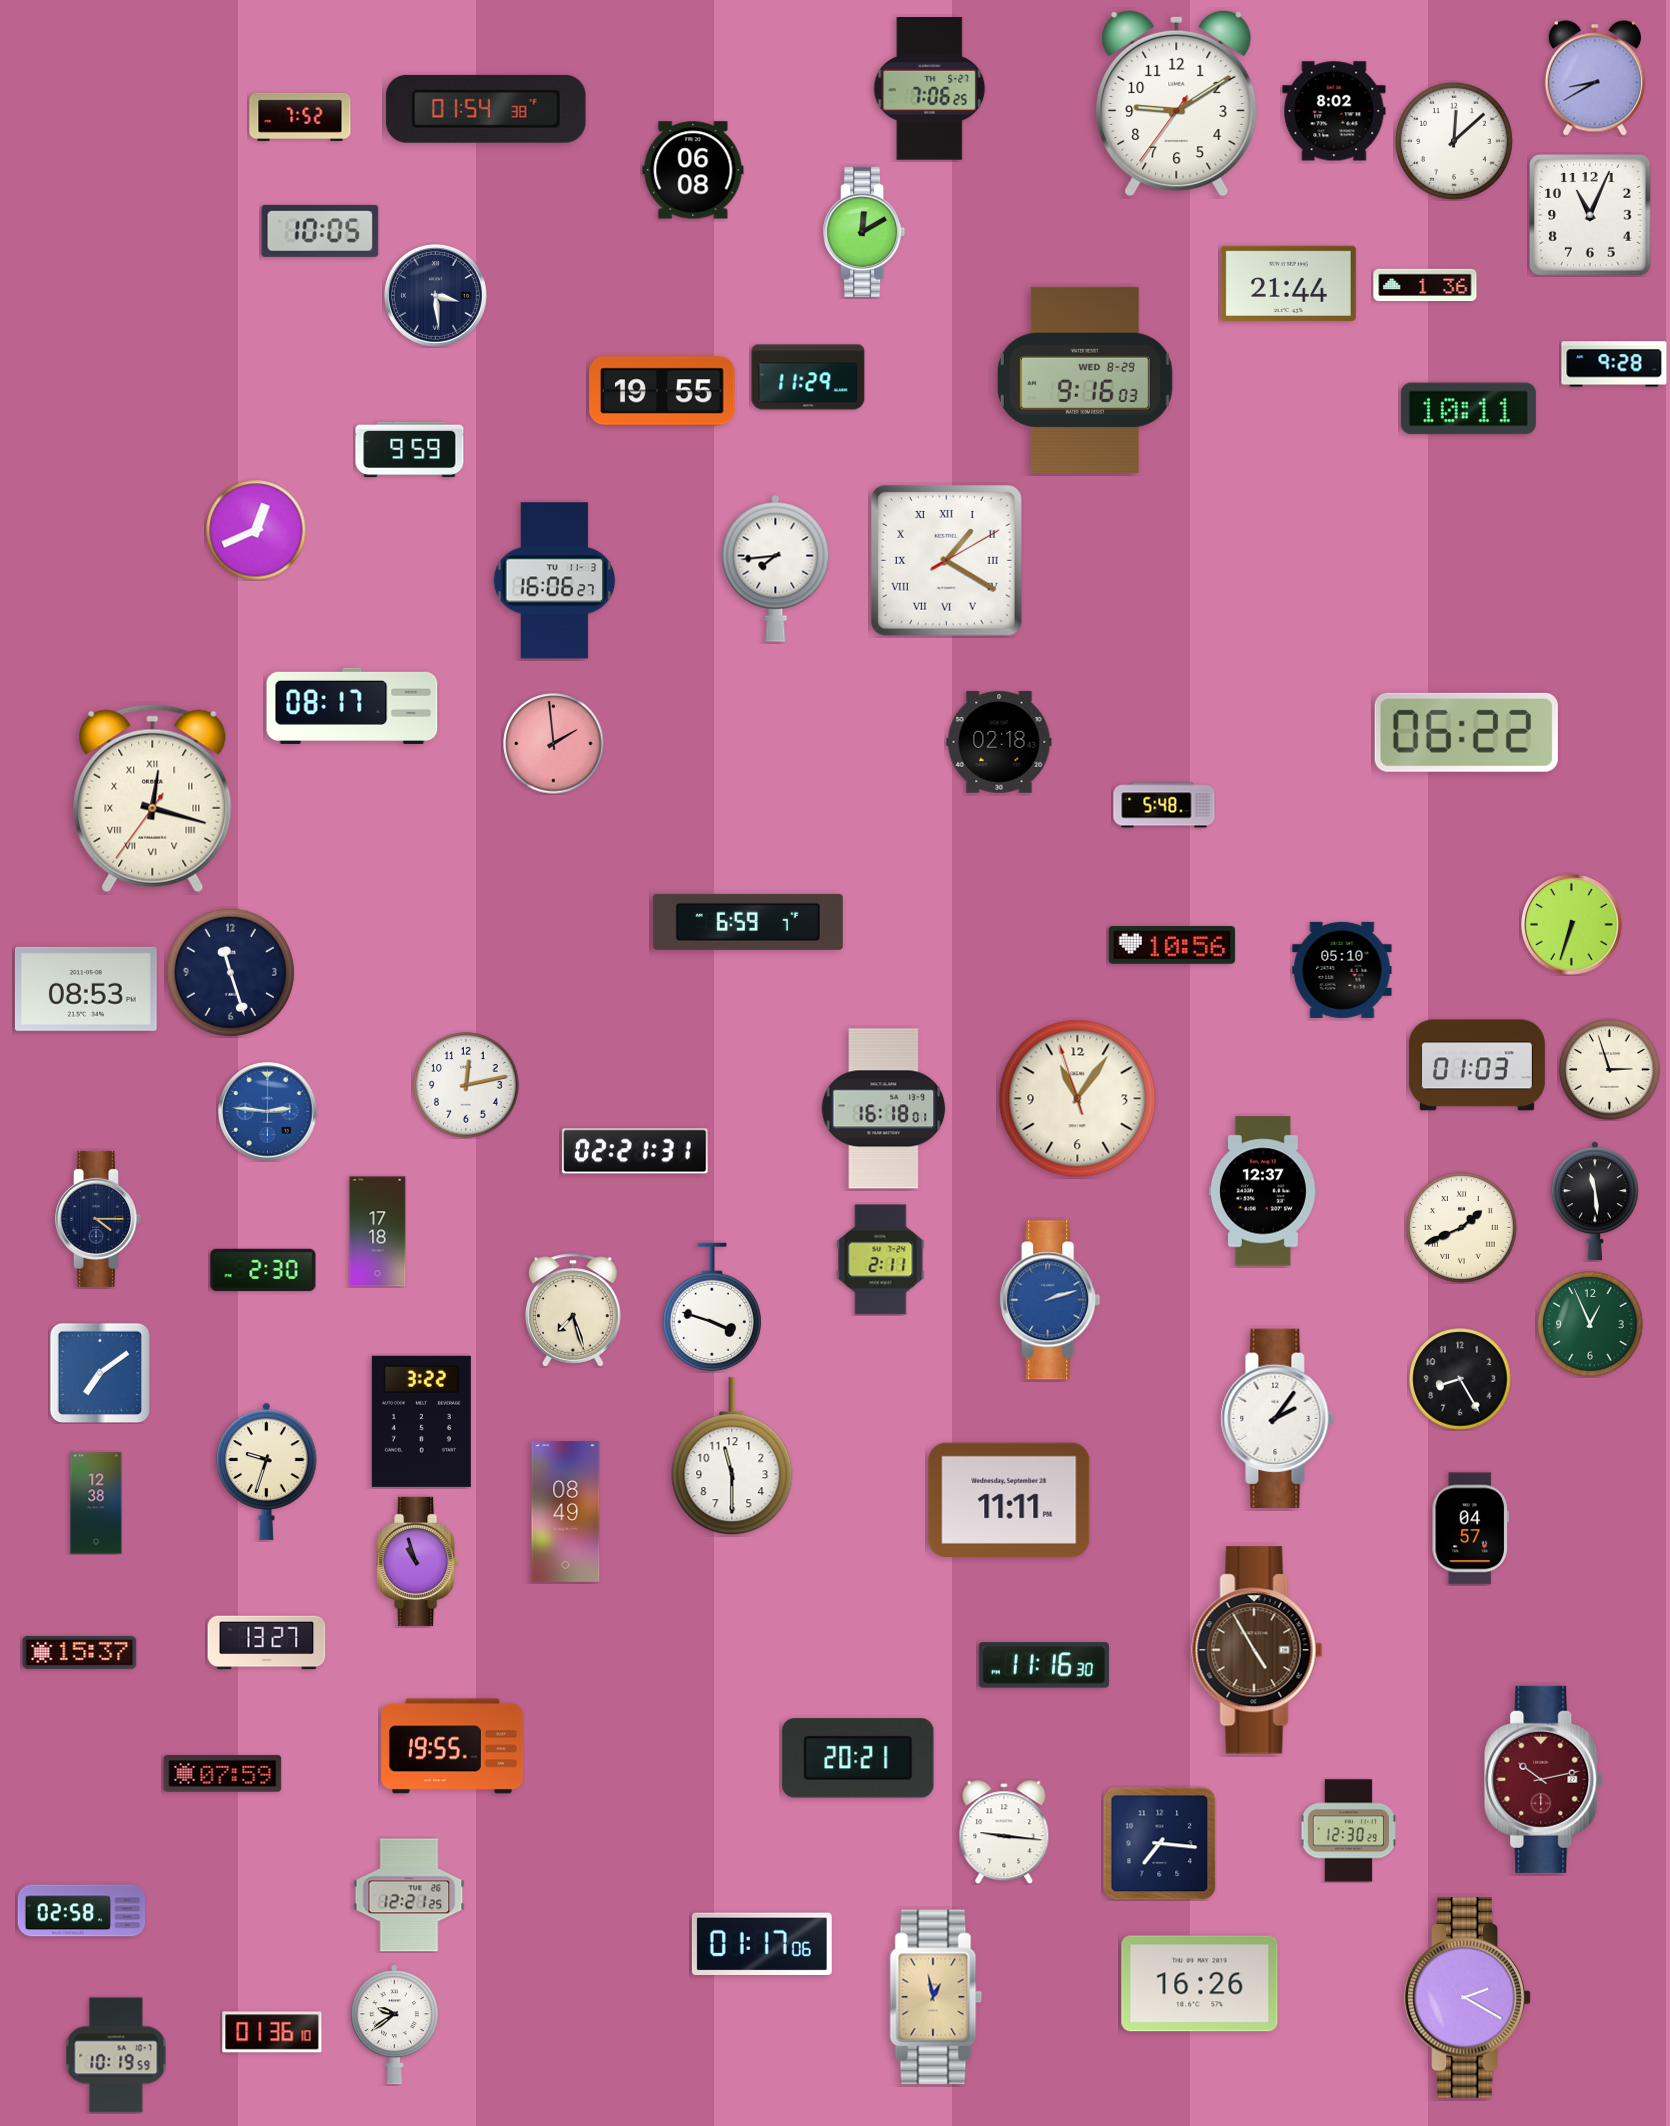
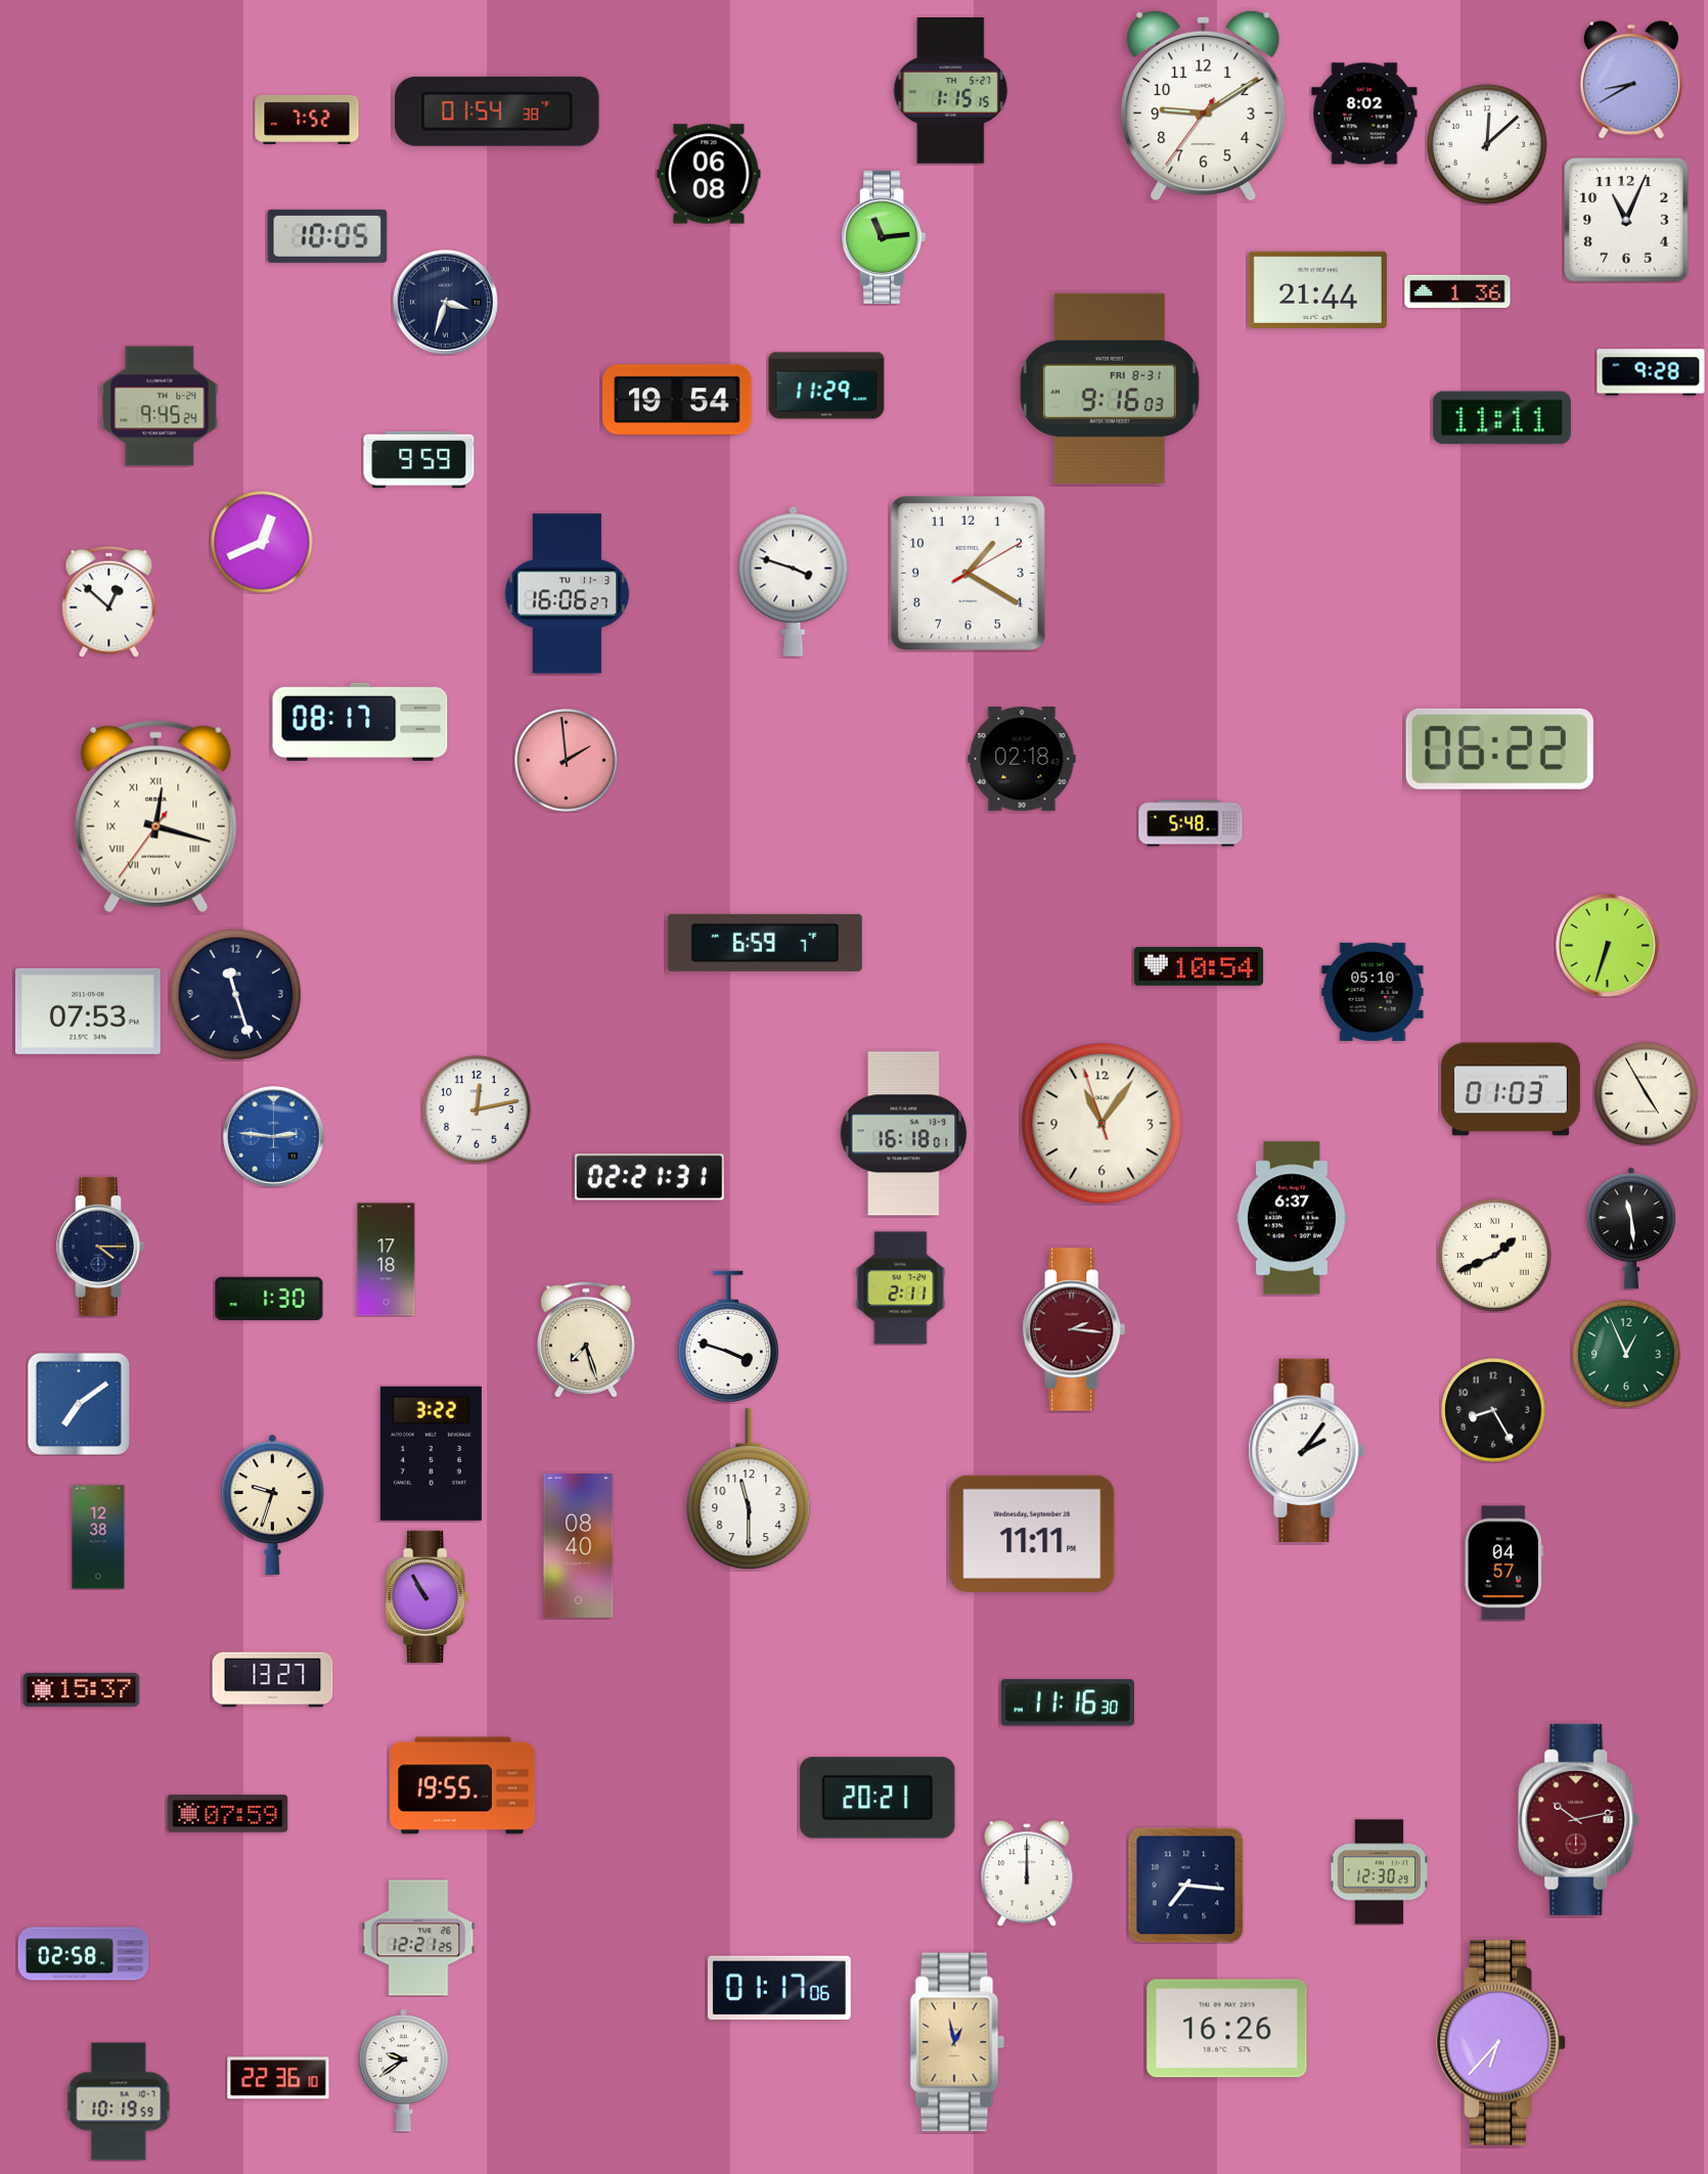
clock at (930, 89): 7:06 -> 1:15
clock at (864, 232): 12:10 -> 11:14
clock at (435, 295): 3:29 -> 3:33
clock at (1085, 380) date: WED 8-29 -> FRI 8-31
clock at (662, 391): 19:55 -> 19:54
clock at (160, 406): none -> 9:45
clock at (1468, 409): 10:11 -> 11:11
clock at (946, 560) numerals: Roman -> Arabic
clock at (776, 568): 7:44 -> 3:48
clock at (109, 601): none -> 12:52
clock at (1172, 946): 10:56 -> 10:54
clock at (86, 989): 08:53 -> 07:53
clock at (1610, 1070): 2:57 -> 4:55
clock at (1263, 1191): 12:37 -> 6:37
clock at (263, 1270): 2:30 -> 1:30
clock at (1050, 1300): 2:12 -> 2:16
clock at (1050, 1300) dial: blue -> burgundy
clock at (99, 1373) position: (99, 1373) -> (78, 1404)
clock at (566, 1512): 08:49 -> 08:40
clock at (418, 1561): 10:57 -> 10:55
clock at (1257, 1650): 4:55 -> none
clock at (1004, 1832): 9:16 -> 12:00
clock at (1468, 1998): 2:20 -> 6:37
clock at (272, 2032): 01:36 -> 22:36
